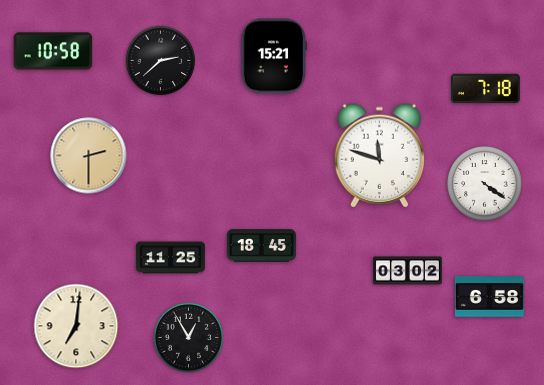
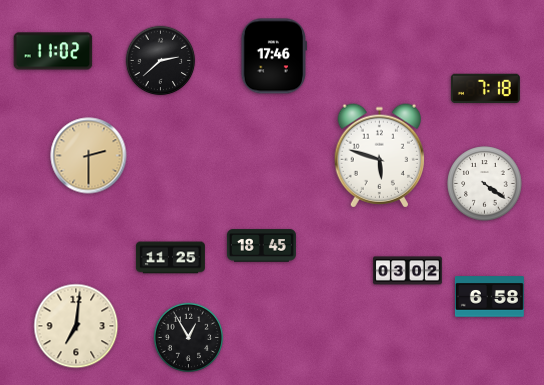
clock at (53, 51): 10:58 -> 11:02
clock at (273, 56): 15:21 -> 17:46
clock at (380, 156): 11:48 -> 5:48
